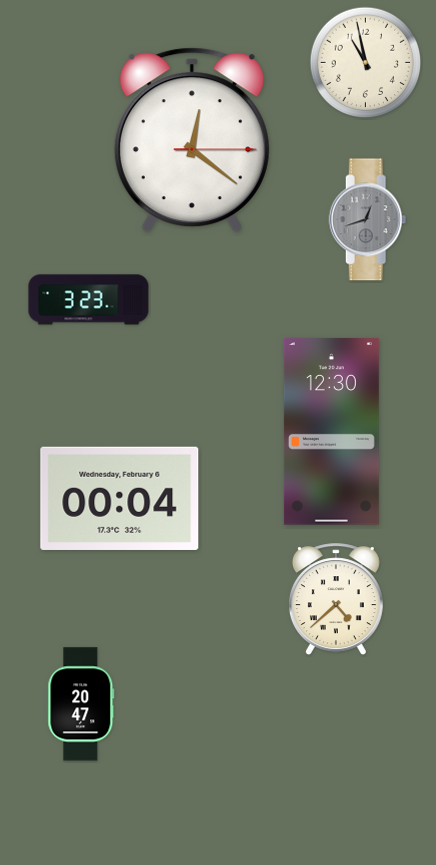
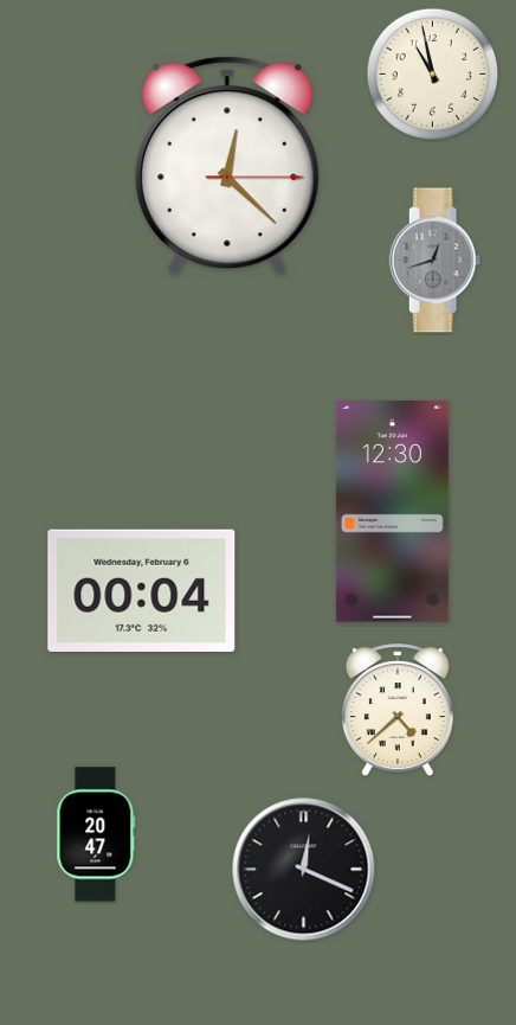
clock at (192, 140): 12:21 -> 12:22
clock at (89, 300): 3:23 -> none
clock at (304, 870): none -> 12:19
